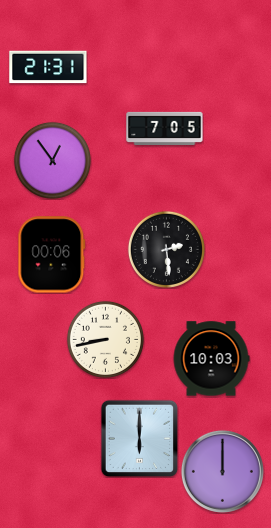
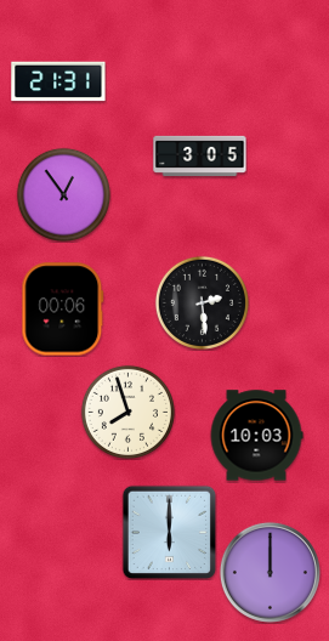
clock at (165, 128): 7:05 -> 3:05
clock at (105, 339): 8:43 -> 7:57
